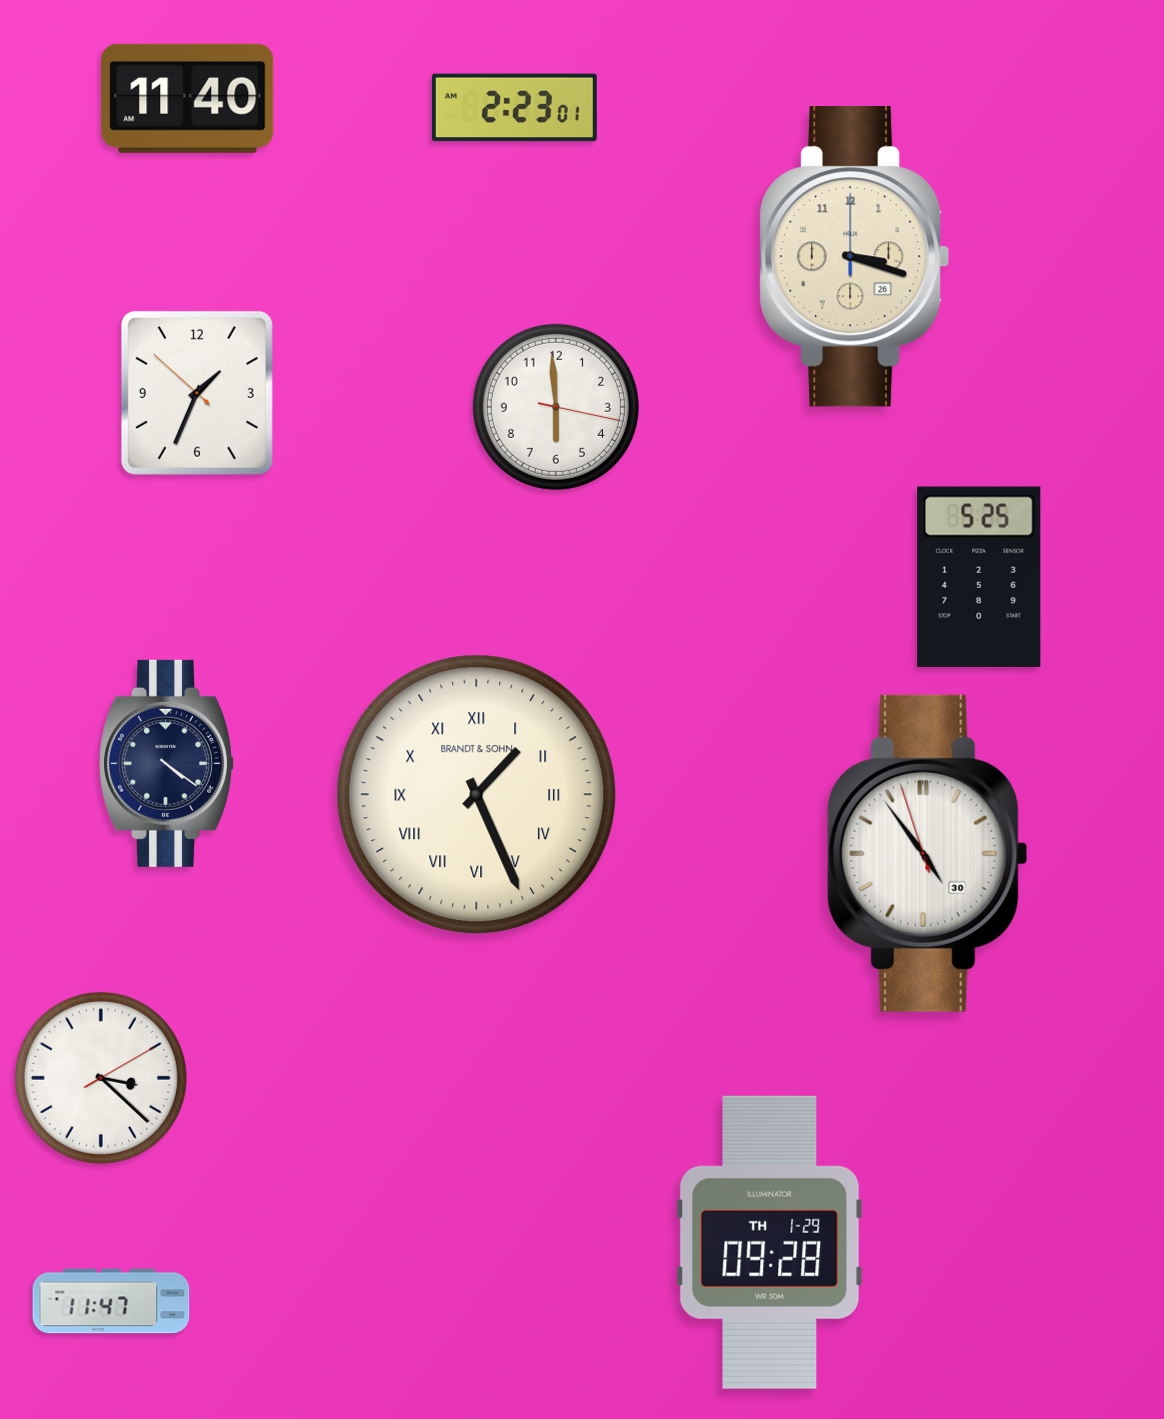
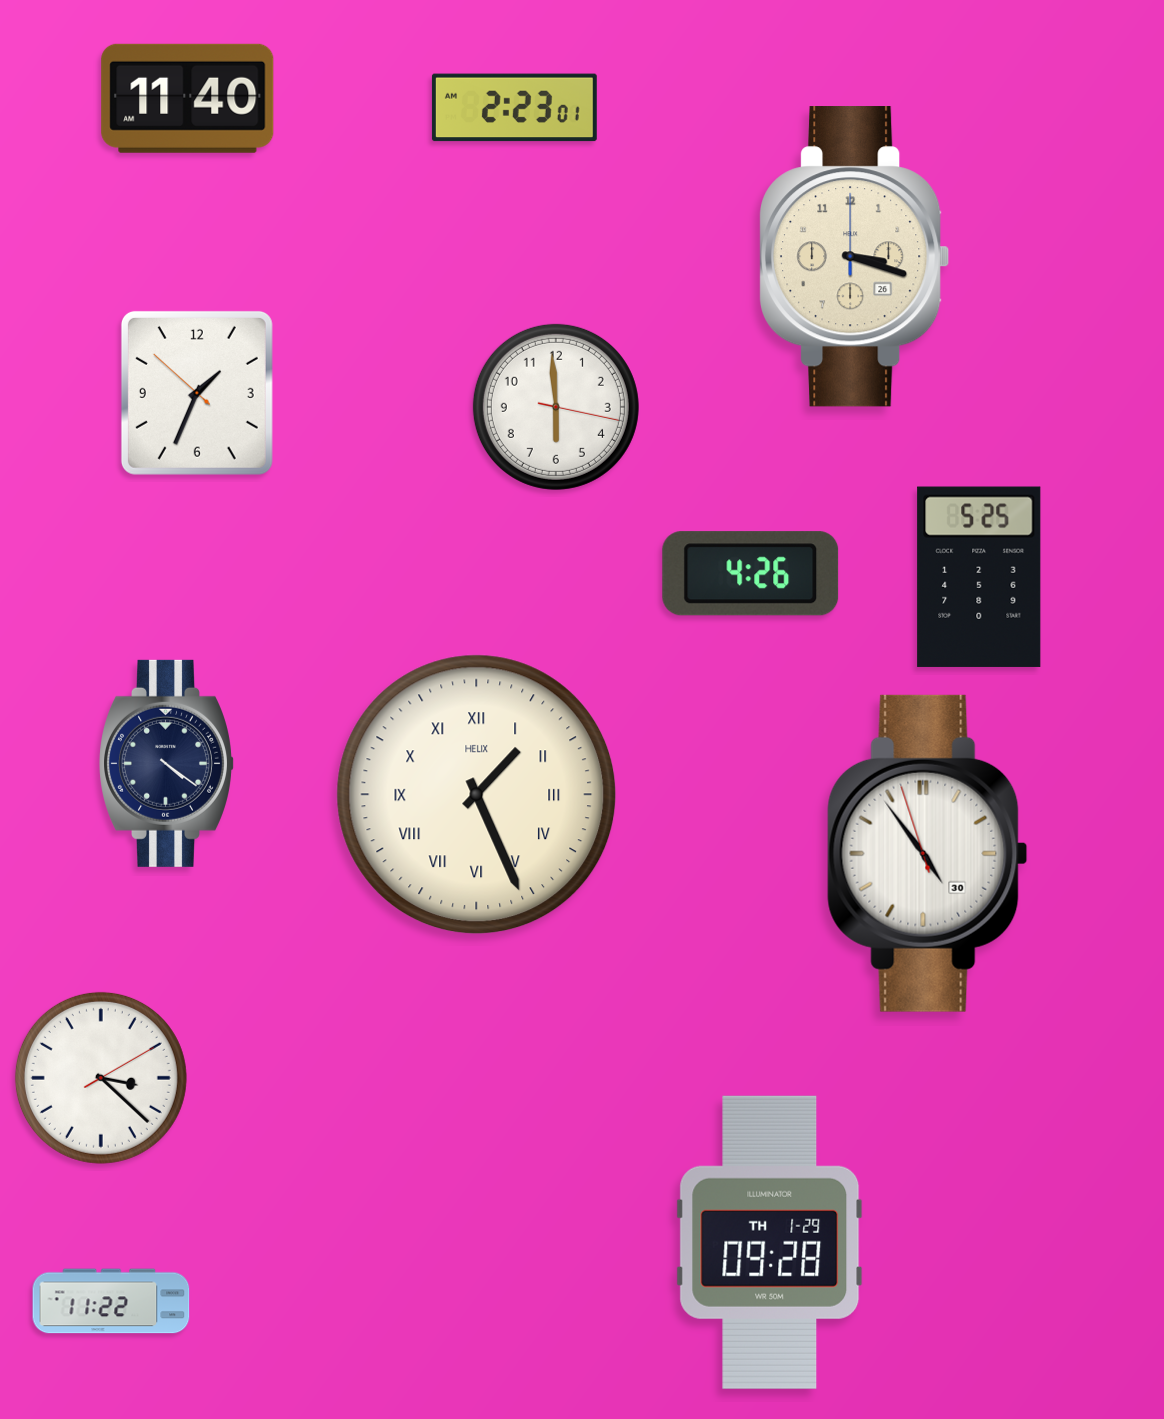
clock at (751, 574): none -> 4:26
clock at (477, 795) brand: BRANDT & SOHN -> HELIX
clock at (111, 1301): 11:47 -> 11:22
